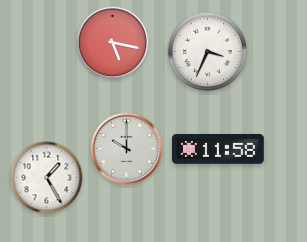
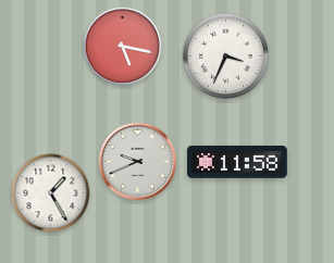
clock at (127, 149): 10:00 -> 9:41
